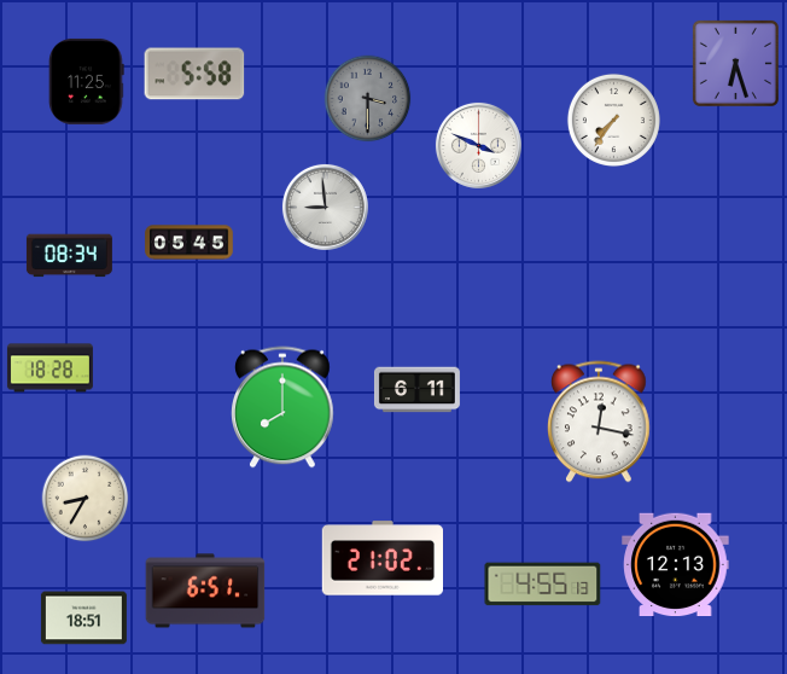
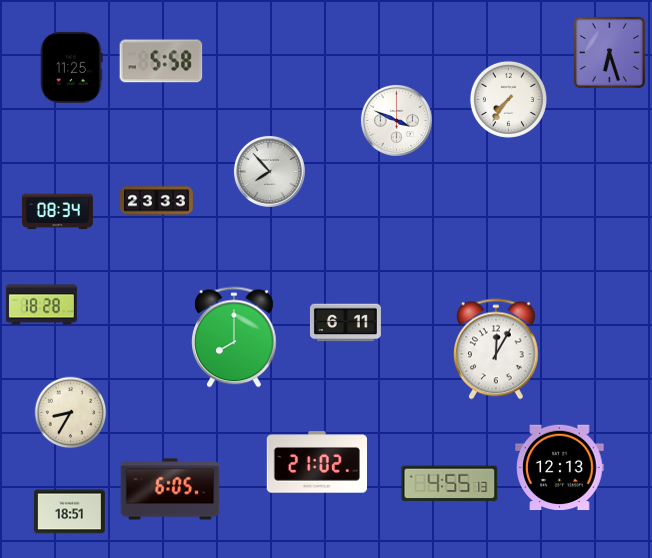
clock at (368, 99): 3:30 -> none
clock at (325, 207): 8:59 -> 7:53
clock at (190, 243): 05:45 -> 23:33
clock at (600, 422): 12:17 -> 12:05
clock at (205, 591): 6:51 -> 6:05
